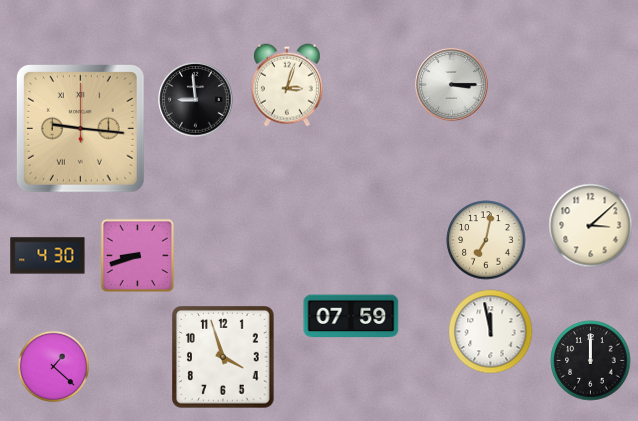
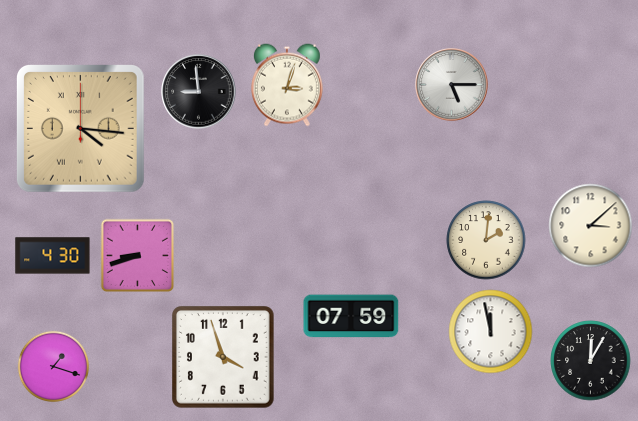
clock at (452, 85): 3:15 -> 5:15
clock at (196, 100) position: (196, 100) -> (199, 92)
clock at (81, 129): 9:16 -> 4:16
clock at (486, 240): 7:02 -> 2:01
clock at (48, 256) position: (48, 256) -> (53, 256)
clock at (591, 361): 12:00 -> 12:05
clock at (54, 367): 1:22 -> 1:18
